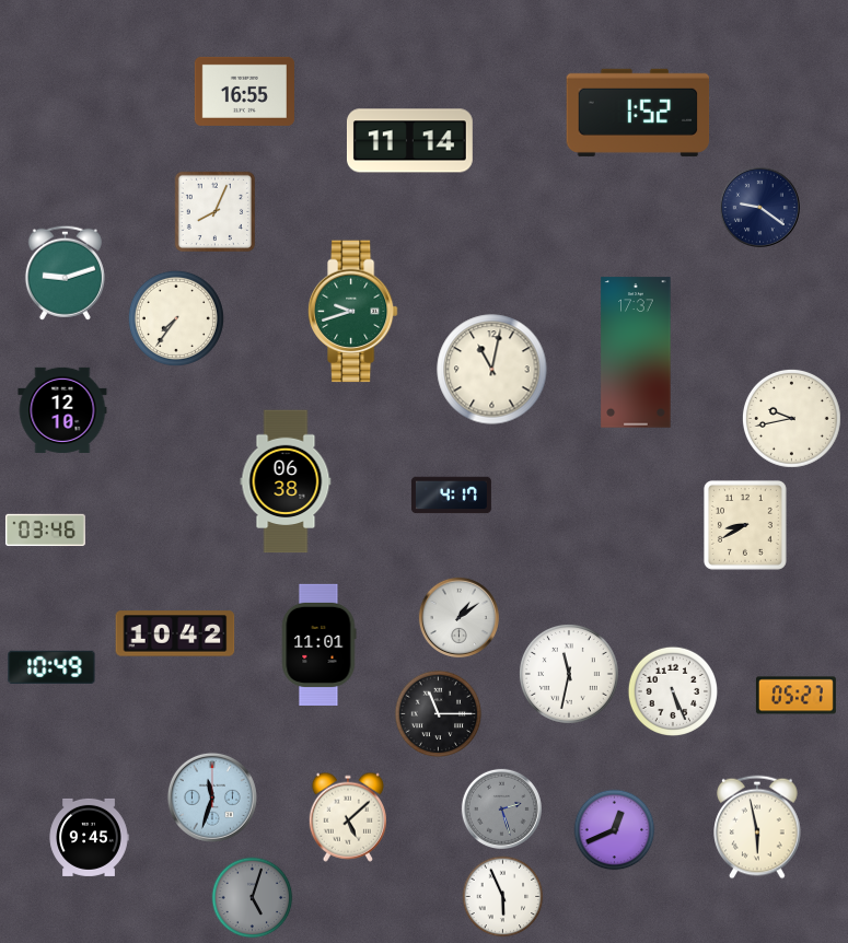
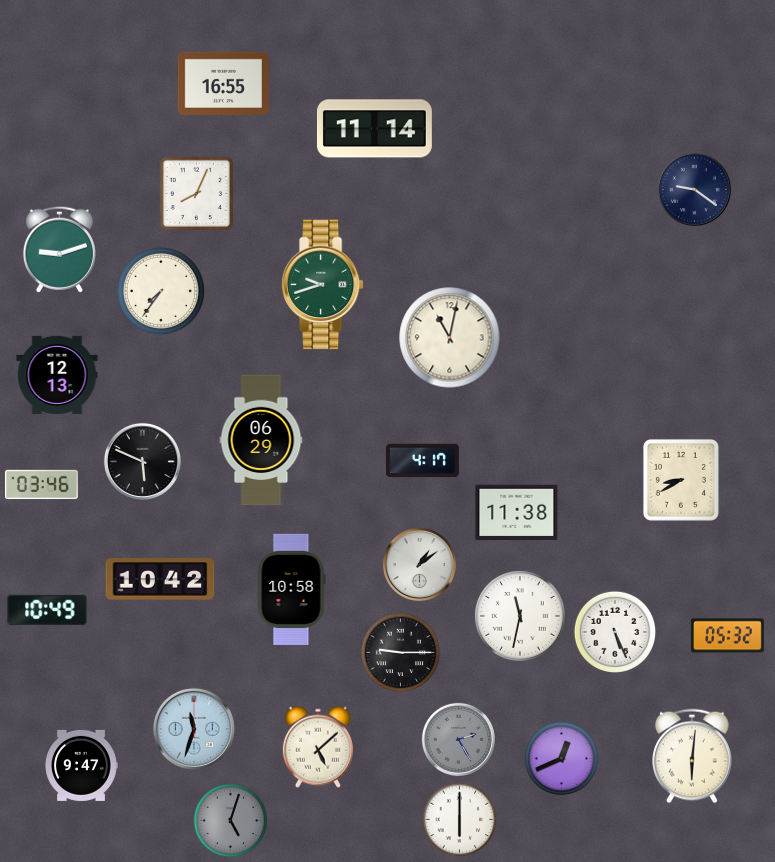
clock at (638, 113): 1:52 -> none
clock at (636, 352): 17:37 -> none
clock at (62, 410): 12:10 -> 12:13
clock at (791, 418): 9:43 -> none
clock at (286, 481): 06:38 -> 06:29
clock at (451, 496) position: (451, 496) -> (422, 461)
clock at (142, 461): none -> 5:49
clock at (517, 513): none -> 11:38
clock at (318, 644): 11:01 -> 10:58
clock at (795, 696): 05:27 -> 05:32
clock at (439, 714): 11:15 -> 9:15
clock at (501, 808): 2:27 -> 2:25
clock at (757, 827): 5:58 -> 6:01
clock at (89, 837): 9:45 -> 9:47
clock at (503, 897): 5:56 -> 6:00
